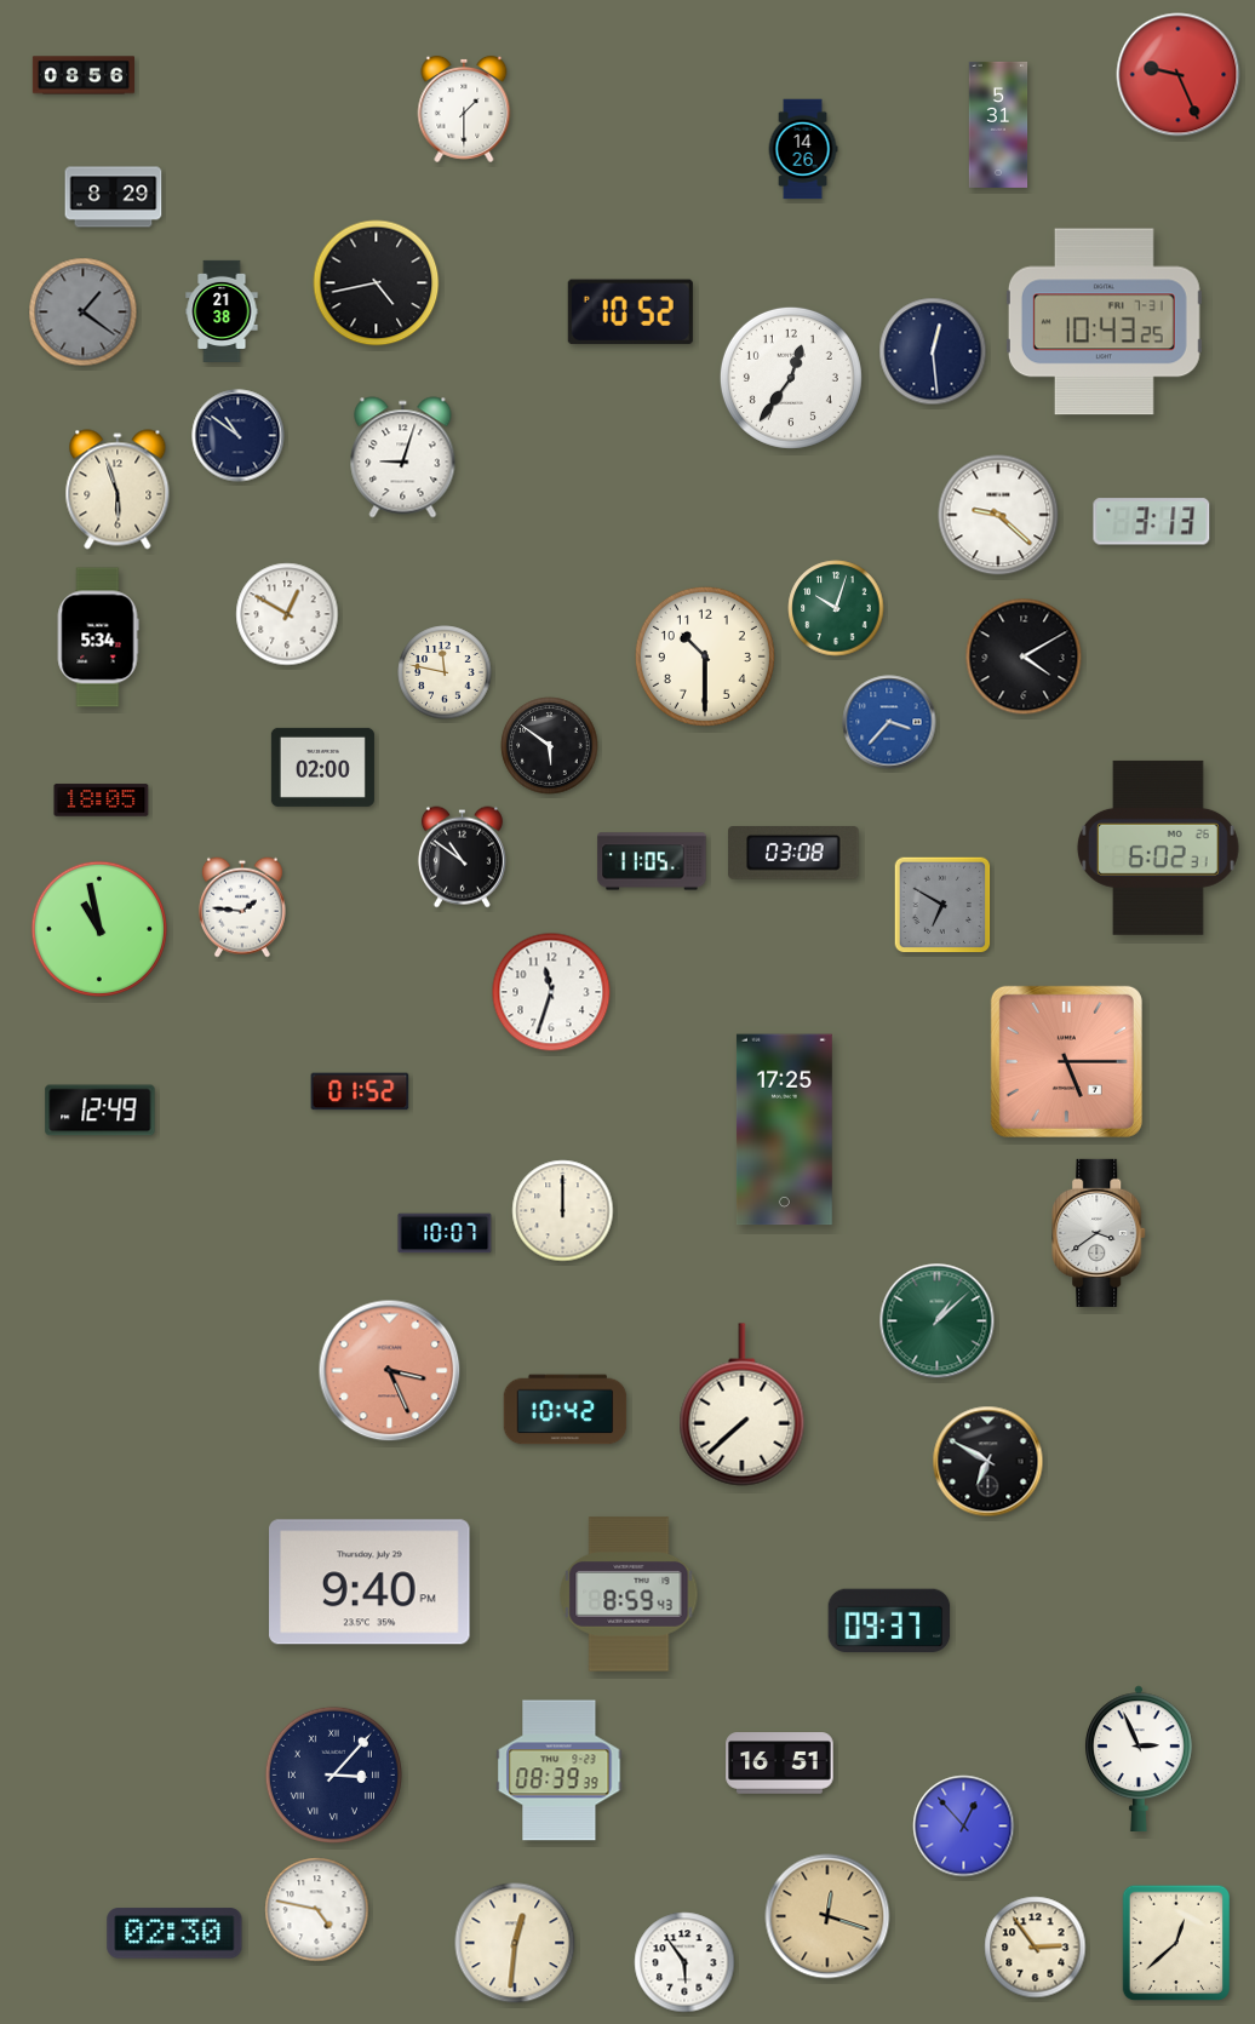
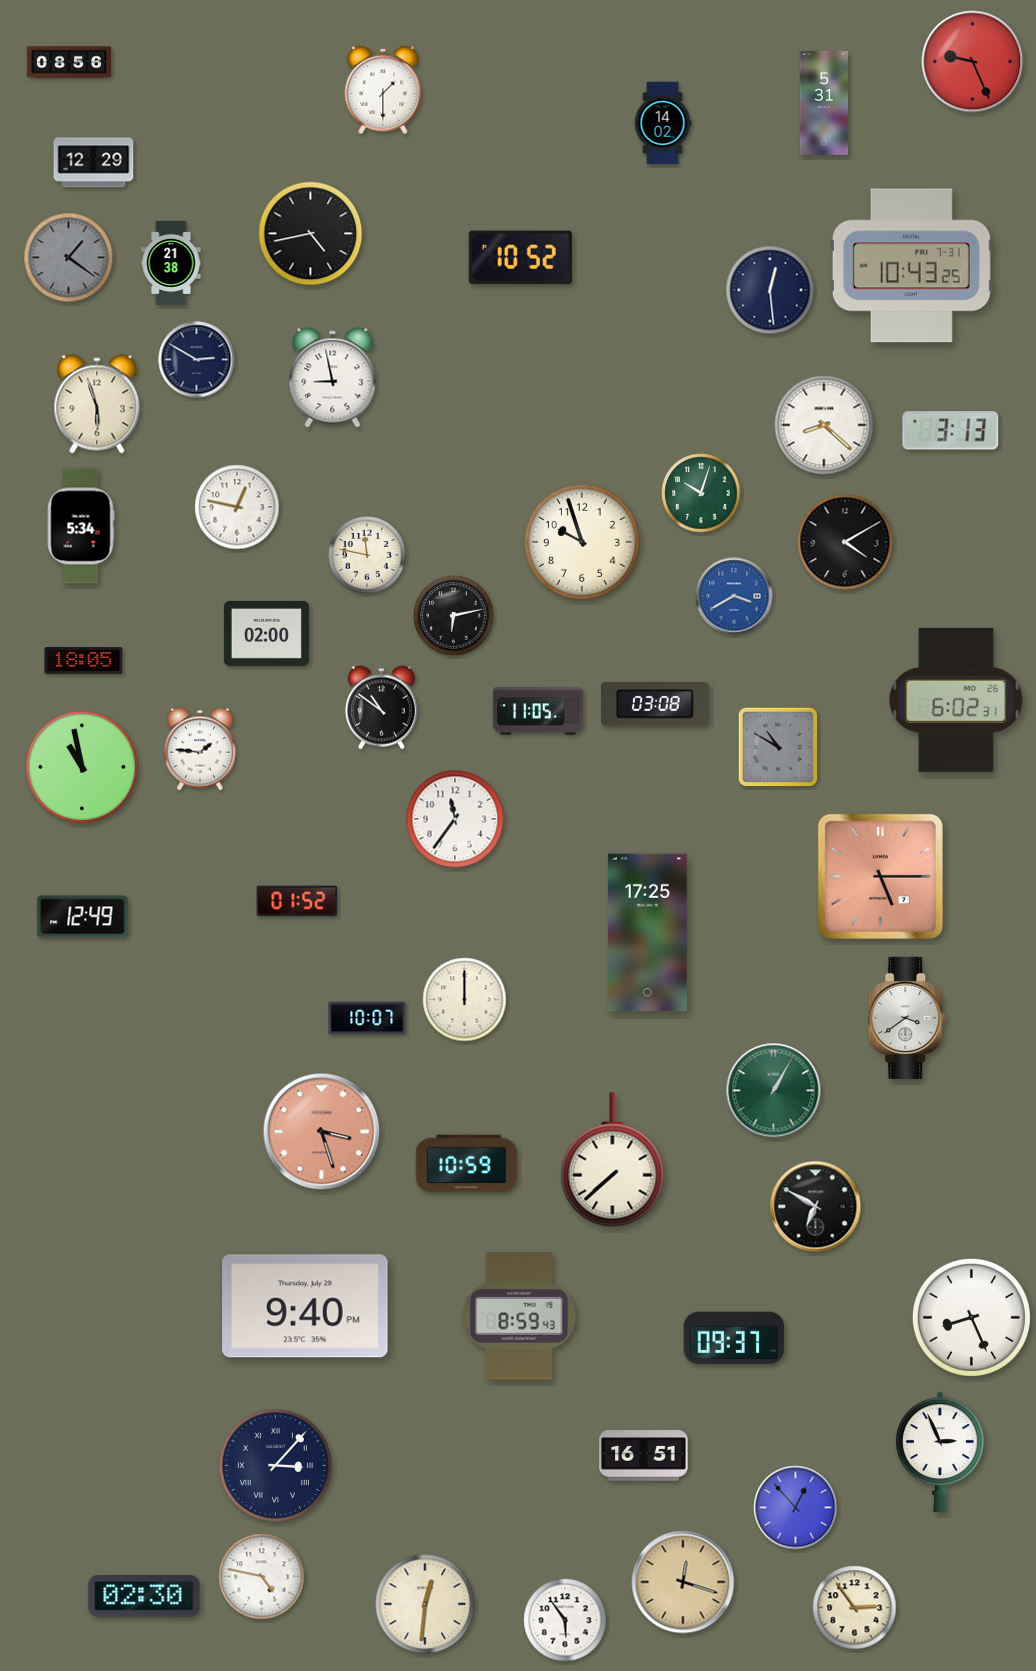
clock at (803, 149): 14:26 -> 14:02
clock at (114, 197): 8:29 -> 12:29
clock at (222, 310) position: (222, 310) -> (171, 262)
clock at (791, 378): 12:36 -> none
clock at (239, 436): 10:51 -> 2:50
clock at (403, 458): 9:03 -> 8:58
clock at (998, 515): 9:22 -> 8:22
clock at (836, 608) position: (836, 608) -> (701, 493)
clock at (287, 614): 12:50 -> 12:47
clock at (705, 656): 10:30 -> 9:57
clock at (889, 722): 3:37 -> 3:40
clock at (550, 746): 5:51 -> 6:13
clock at (942, 905): 6:50 -> 10:50
clock at (551, 992): 11:33 -> 11:36
clock at (938, 1321): 1:08 -> 1:05
clock at (390, 1371): 3:26 -> 3:27
clock at (566, 1410): 10:42 -> 10:59
clock at (971, 1317): none -> 8:26
clock at (560, 1771): 08:39 -> none
clock at (1176, 1943): 12:38 -> none
